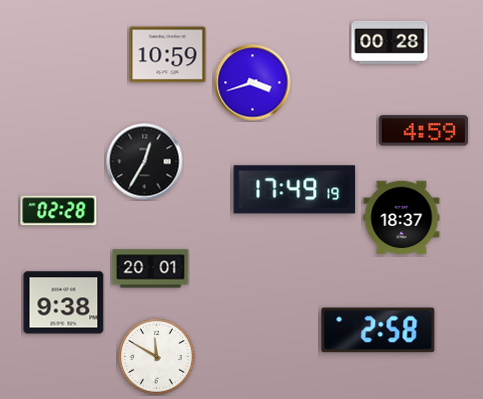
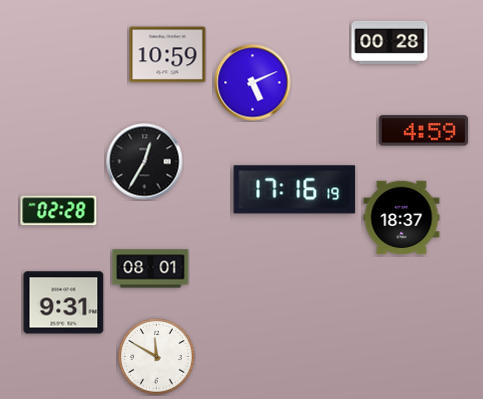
clock at (253, 83): 3:42 -> 5:11
clock at (295, 190): 17:49 -> 17:16
clock at (151, 269): 20:01 -> 08:01
clock at (64, 303): 9:38 -> 9:31
clock at (378, 330): 2:58 -> none
